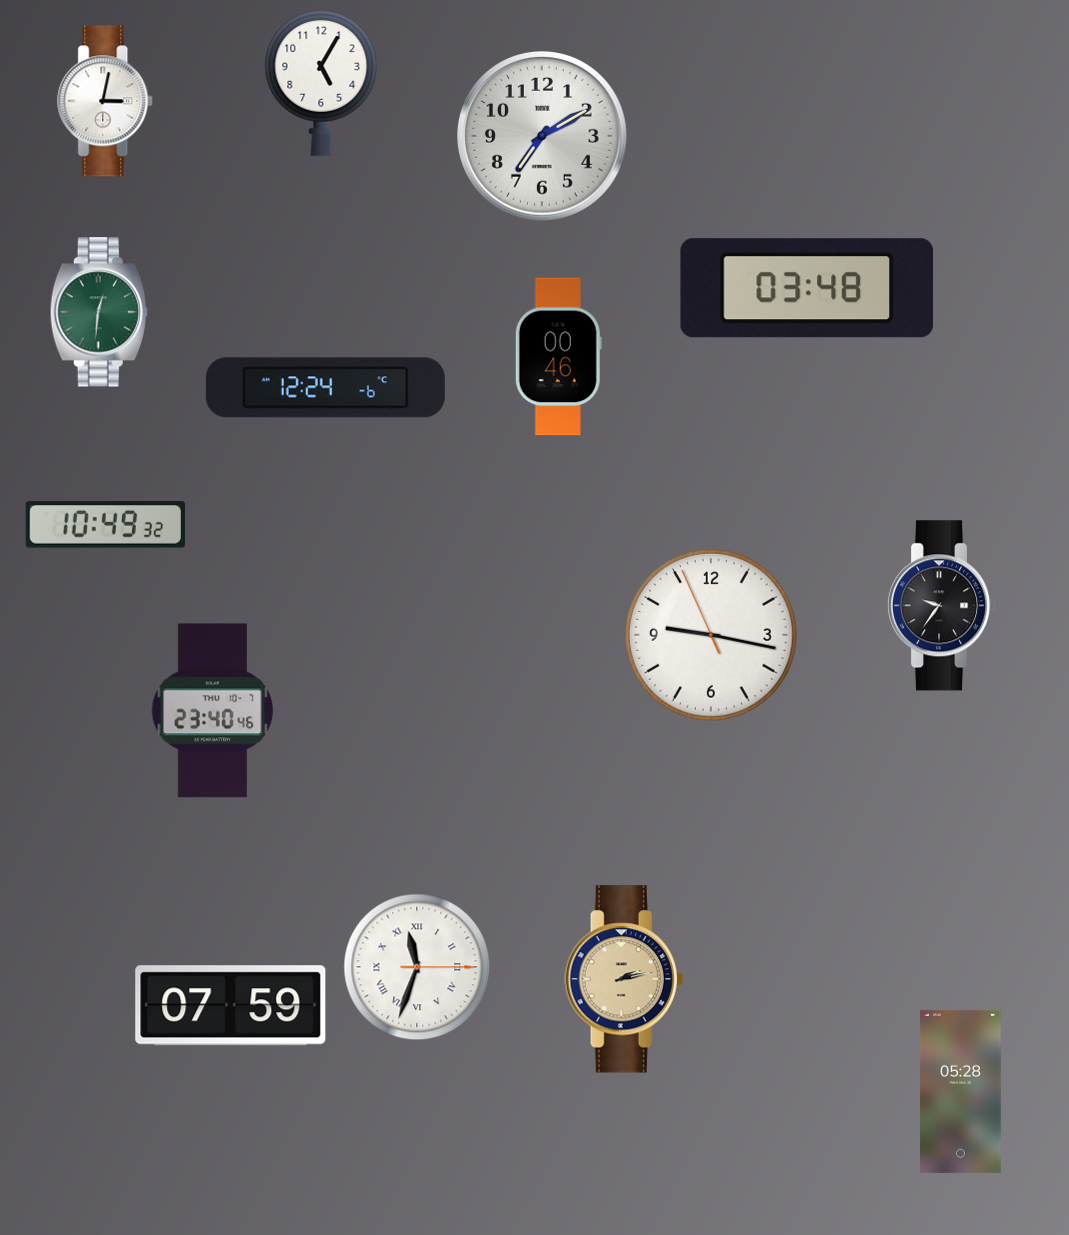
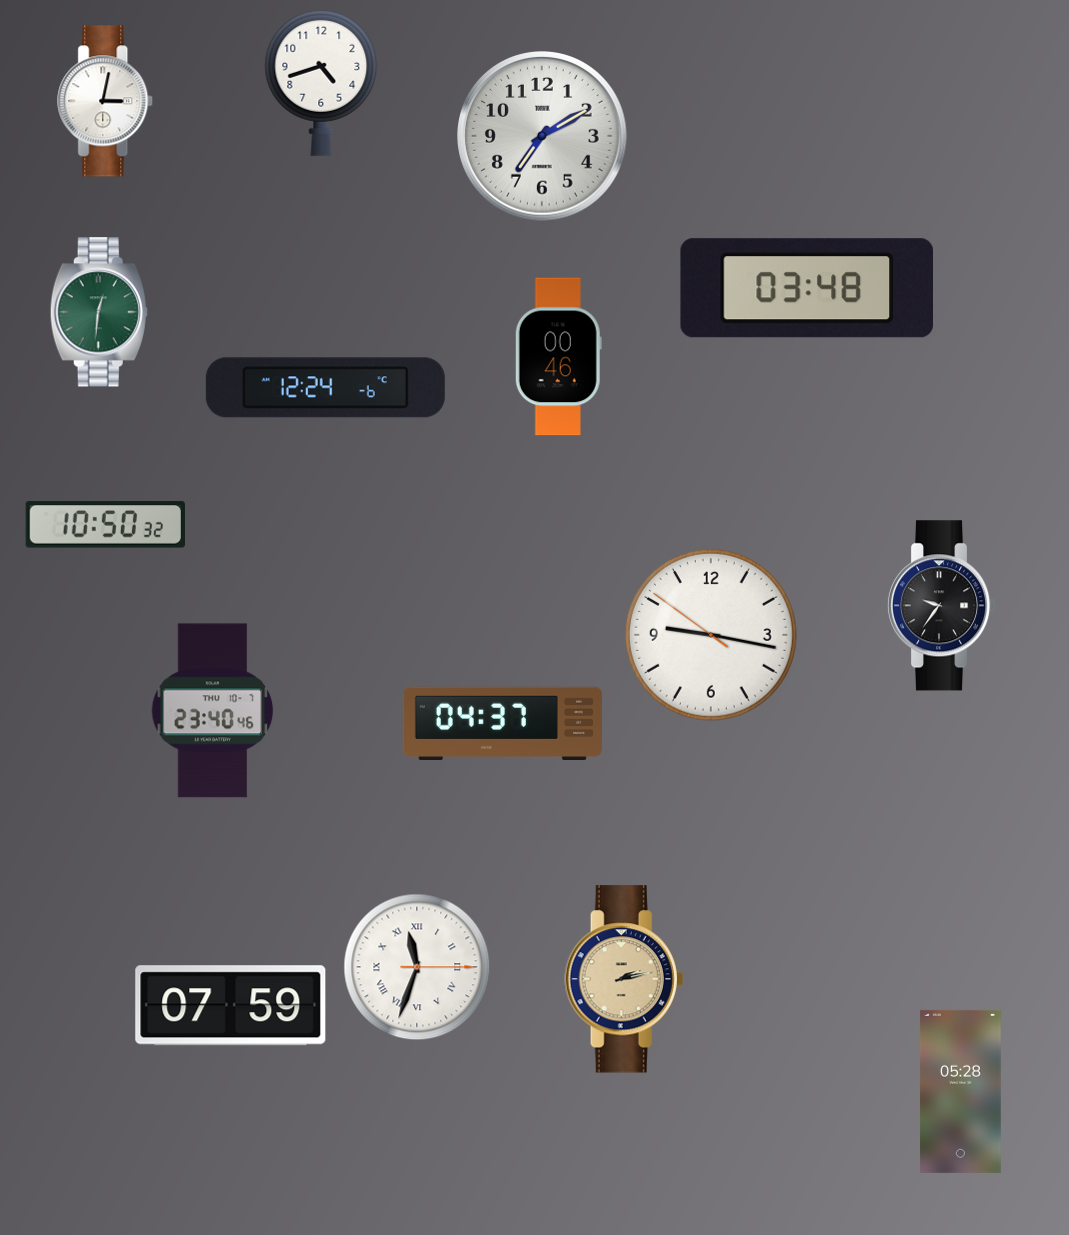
clock at (321, 83): 5:05 -> 4:42
clock at (105, 525): 10:49 -> 10:50
clock at (711, 635): 9:16:56 -> 9:16:51
clock at (502, 724): none -> 04:37
